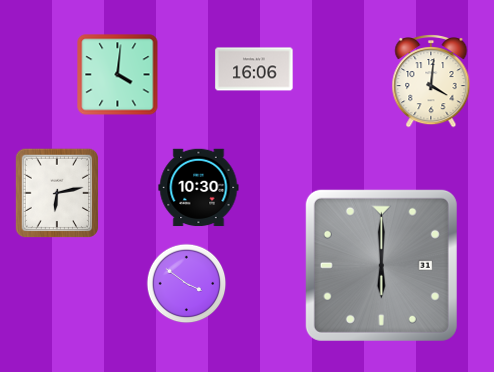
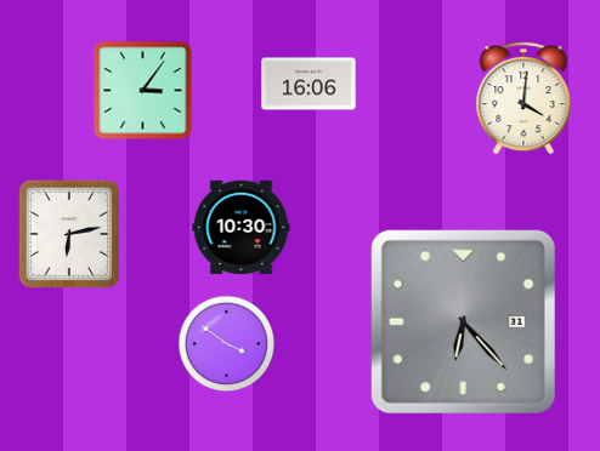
clock at (118, 75): 4:01 -> 3:06
clock at (381, 265): 6:00 -> 6:23
